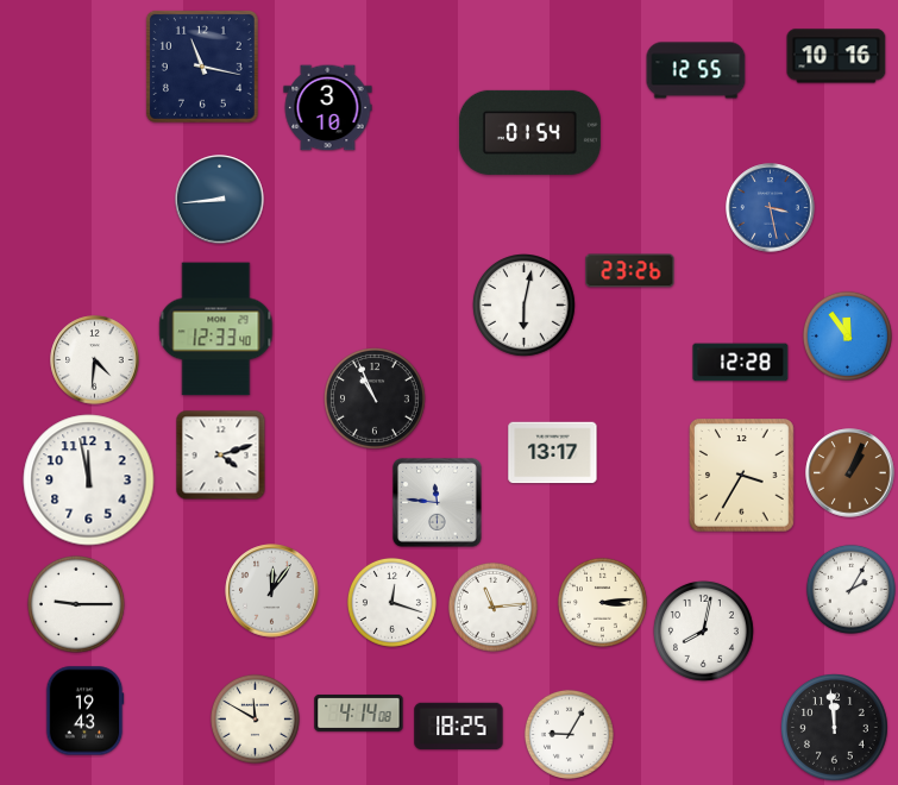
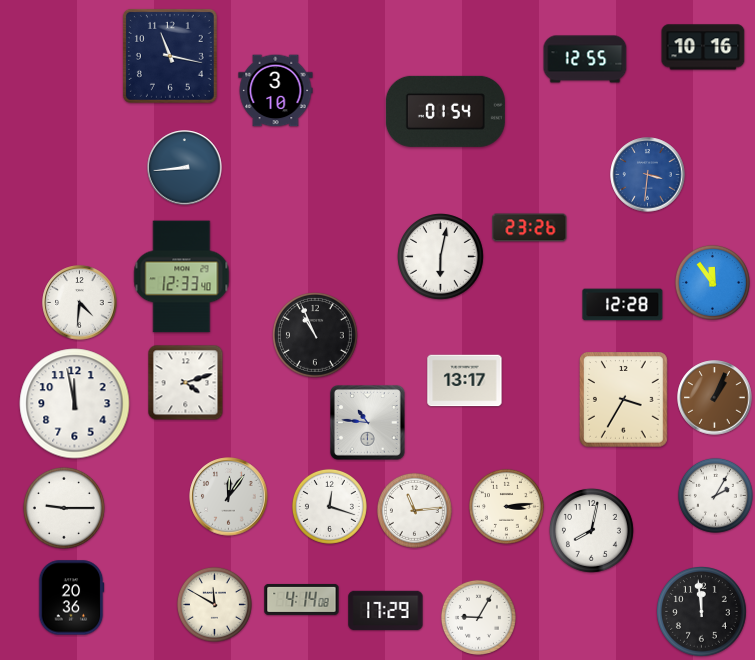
clock at (771, 208): 3:28 -> 3:31
clock at (438, 503): 11:46 -> 10:46
clock at (84, 711): 19:43 -> 20:36
clock at (459, 727): 18:25 -> 17:29
